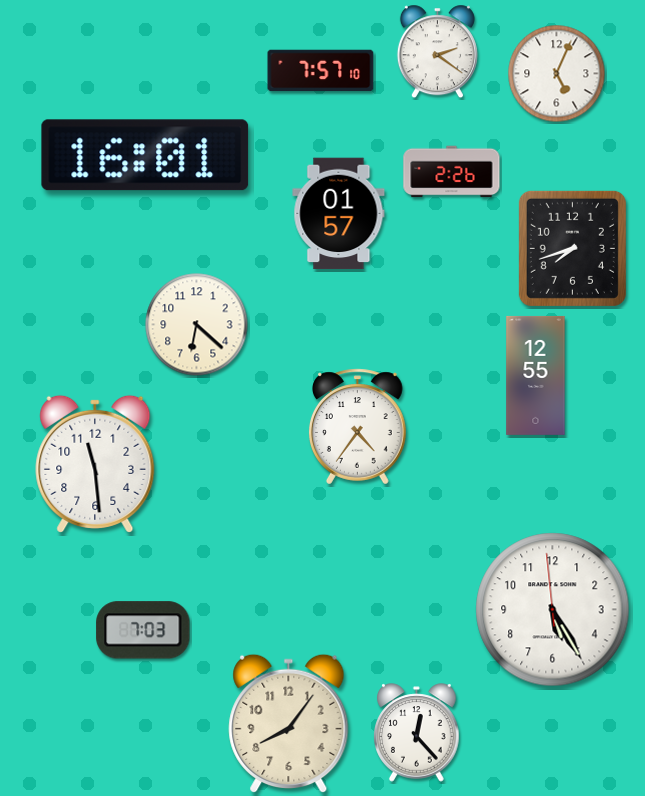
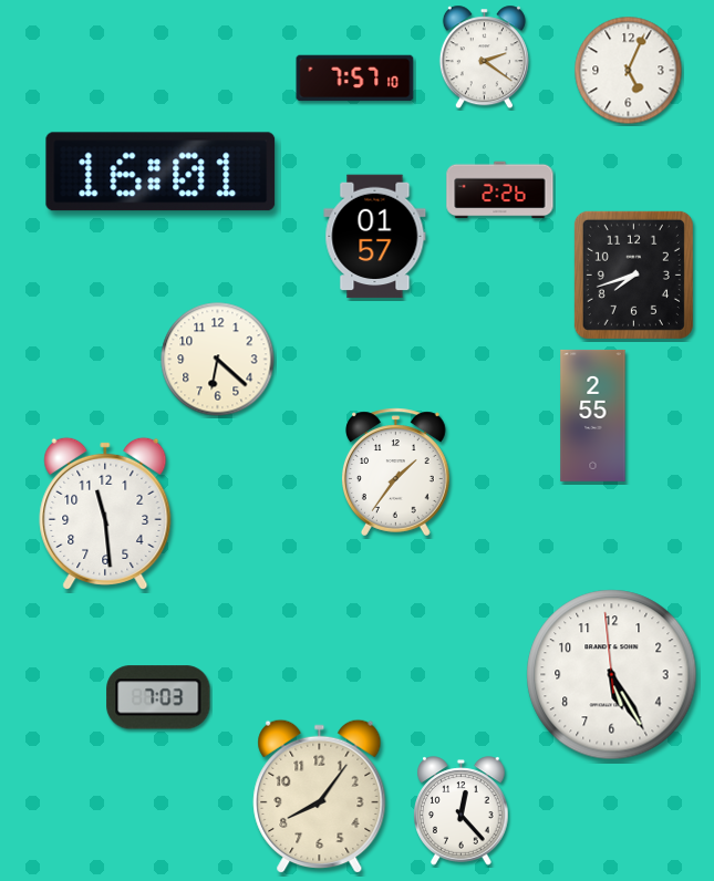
clock at (557, 74) position: (557, 74) -> (629, 71)
clock at (536, 375): 12:55 -> 2:55
clock at (357, 427): 4:36 -> 1:36
clock at (289, 724) position: (289, 724) -> (320, 797)
